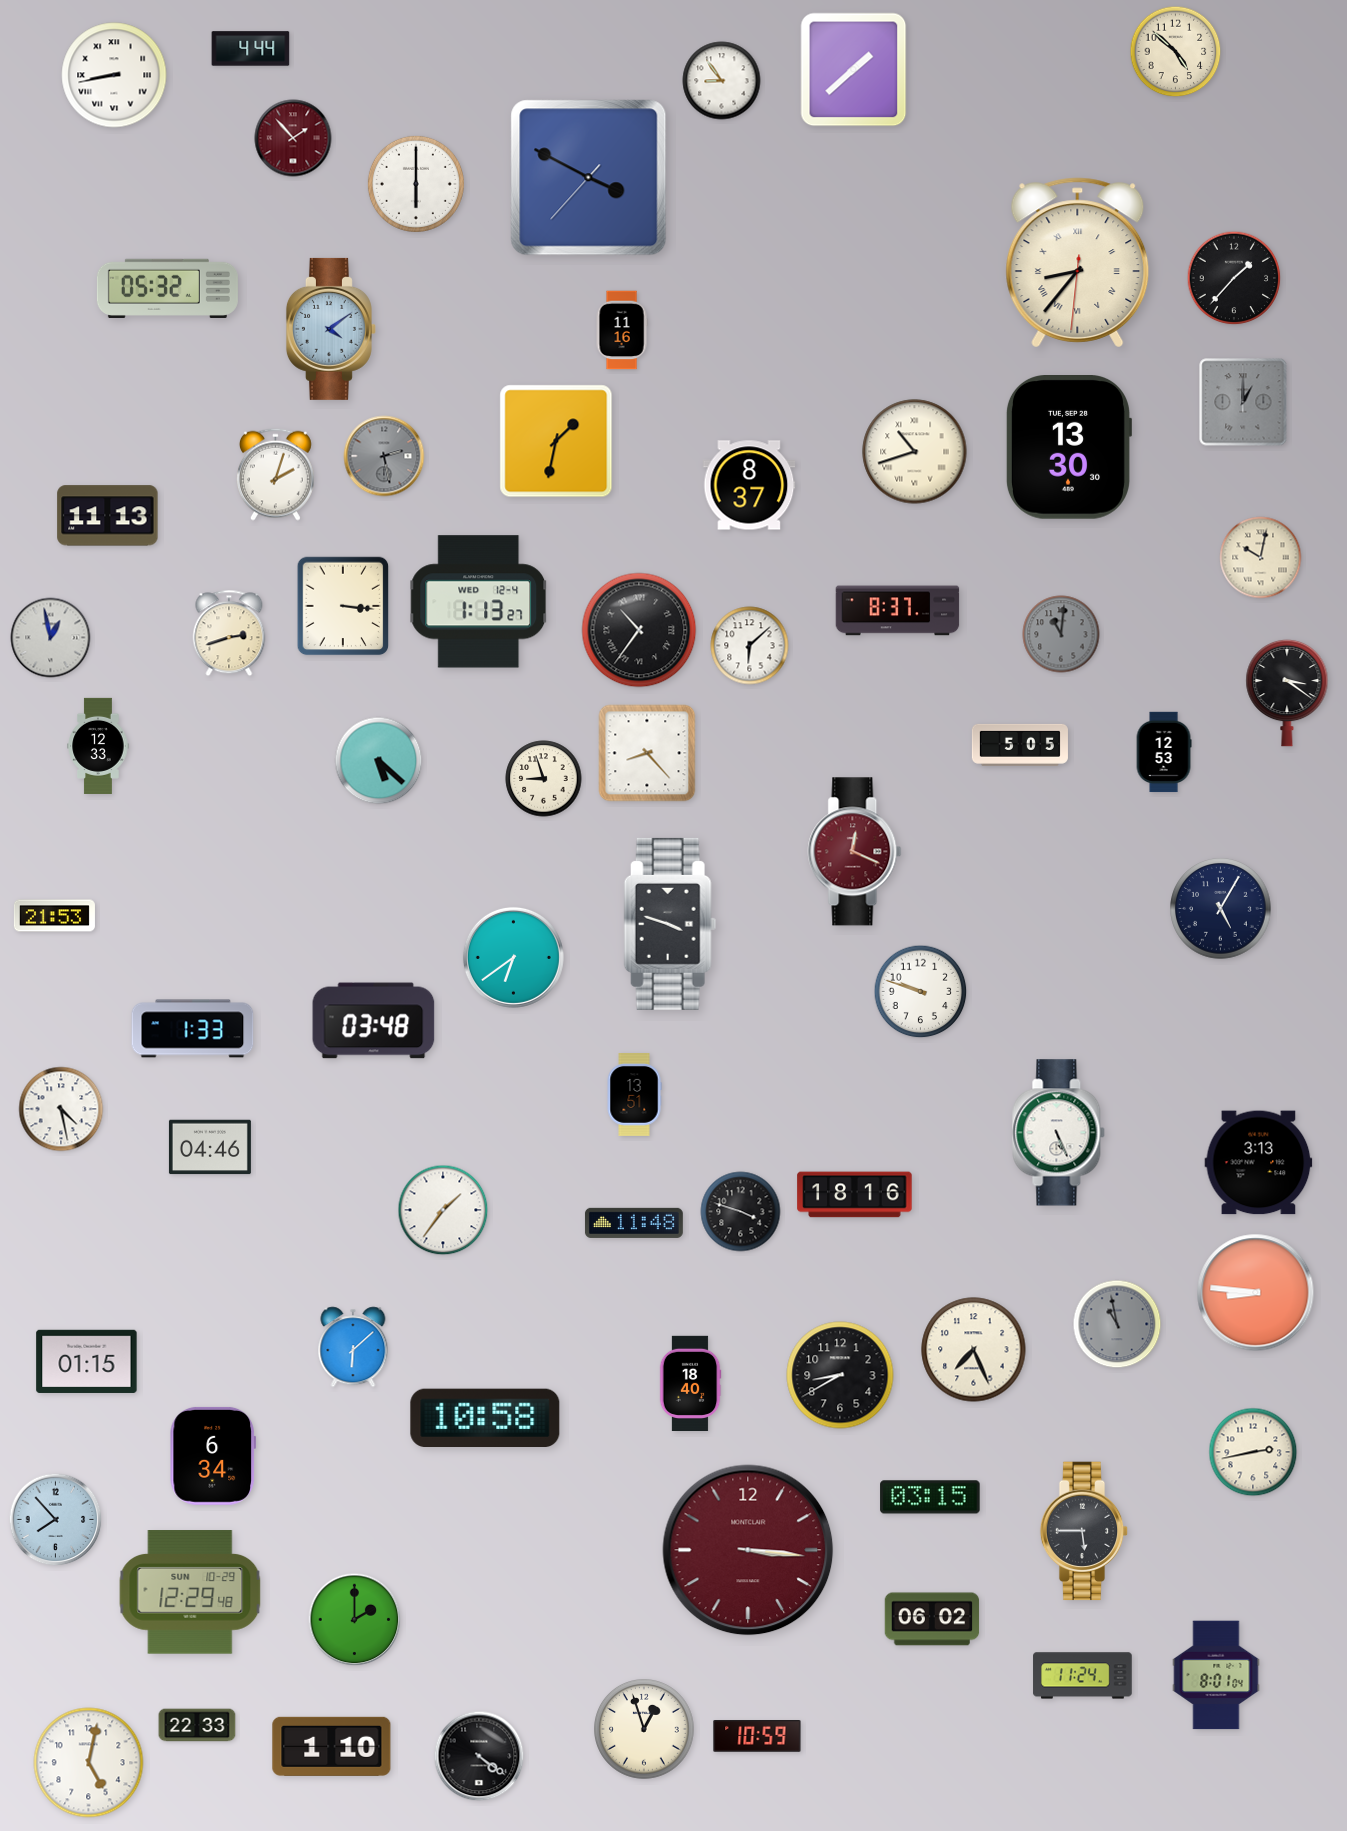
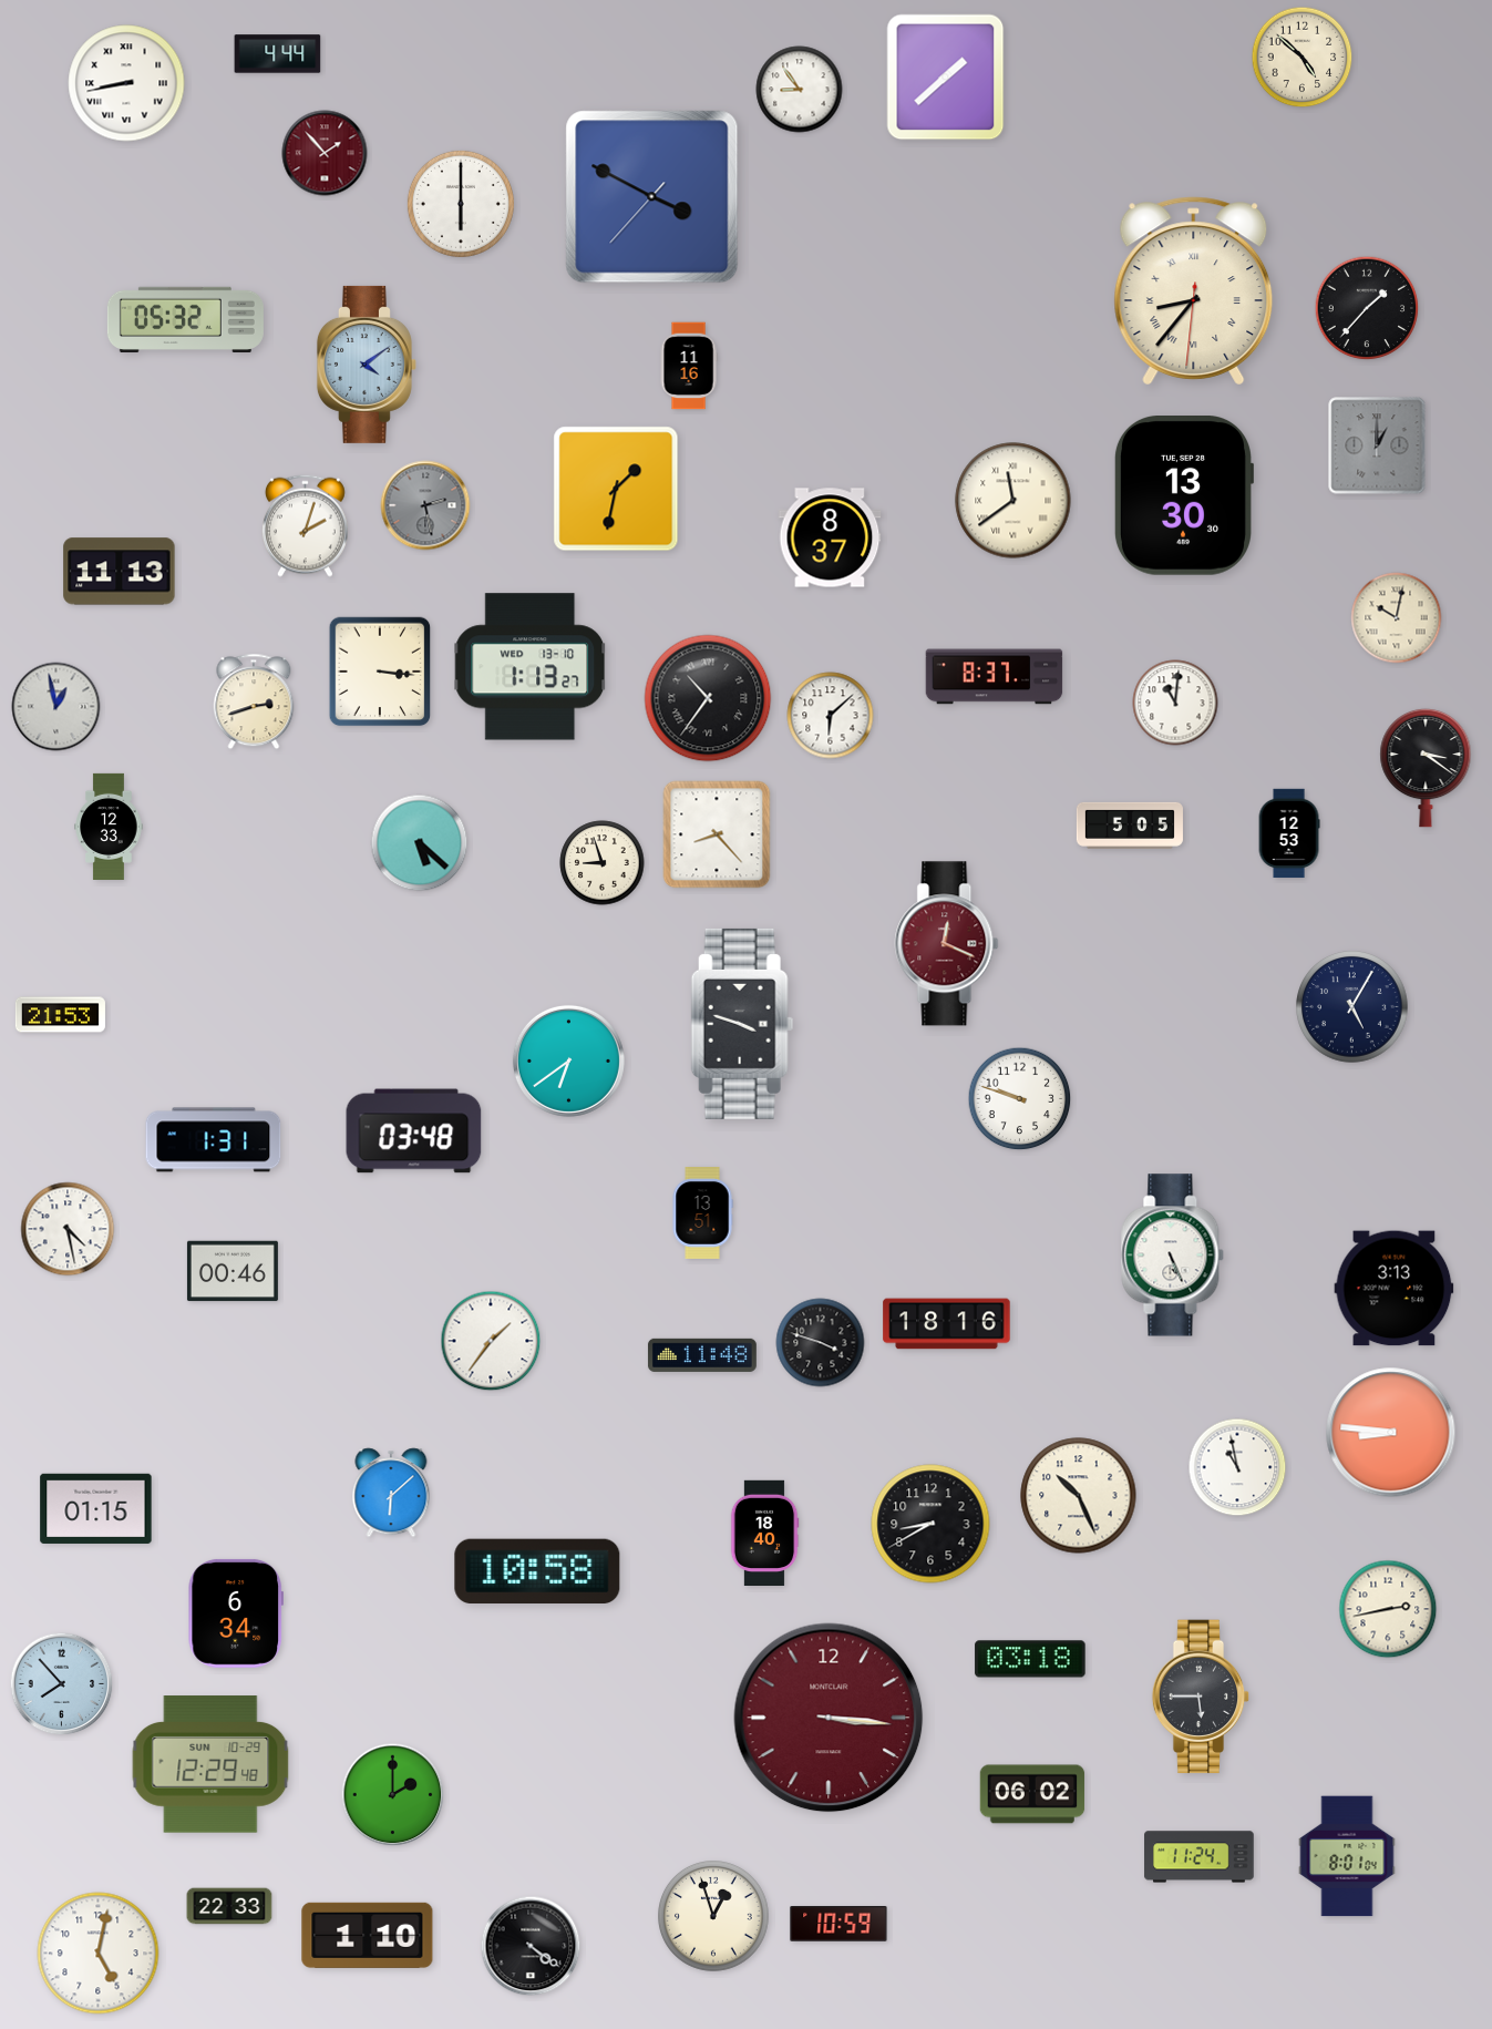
clock at (915, 452): 10:42 -> 11:39
clock at (479, 602) date: WED 12-4 -> WED 13-10
clock at (1061, 634) dial: grey -> white
clock at (193, 1029): 1:33 -> 1:31
clock at (210, 1147): 04:46 -> 00:46
clock at (1117, 1324) dial: grey -> white
clock at (974, 1350): 7:26 -> 10:26
clock at (930, 1497): 03:15 -> 03:18
clock at (197, 1725) position: (197, 1725) -> (229, 1906)
